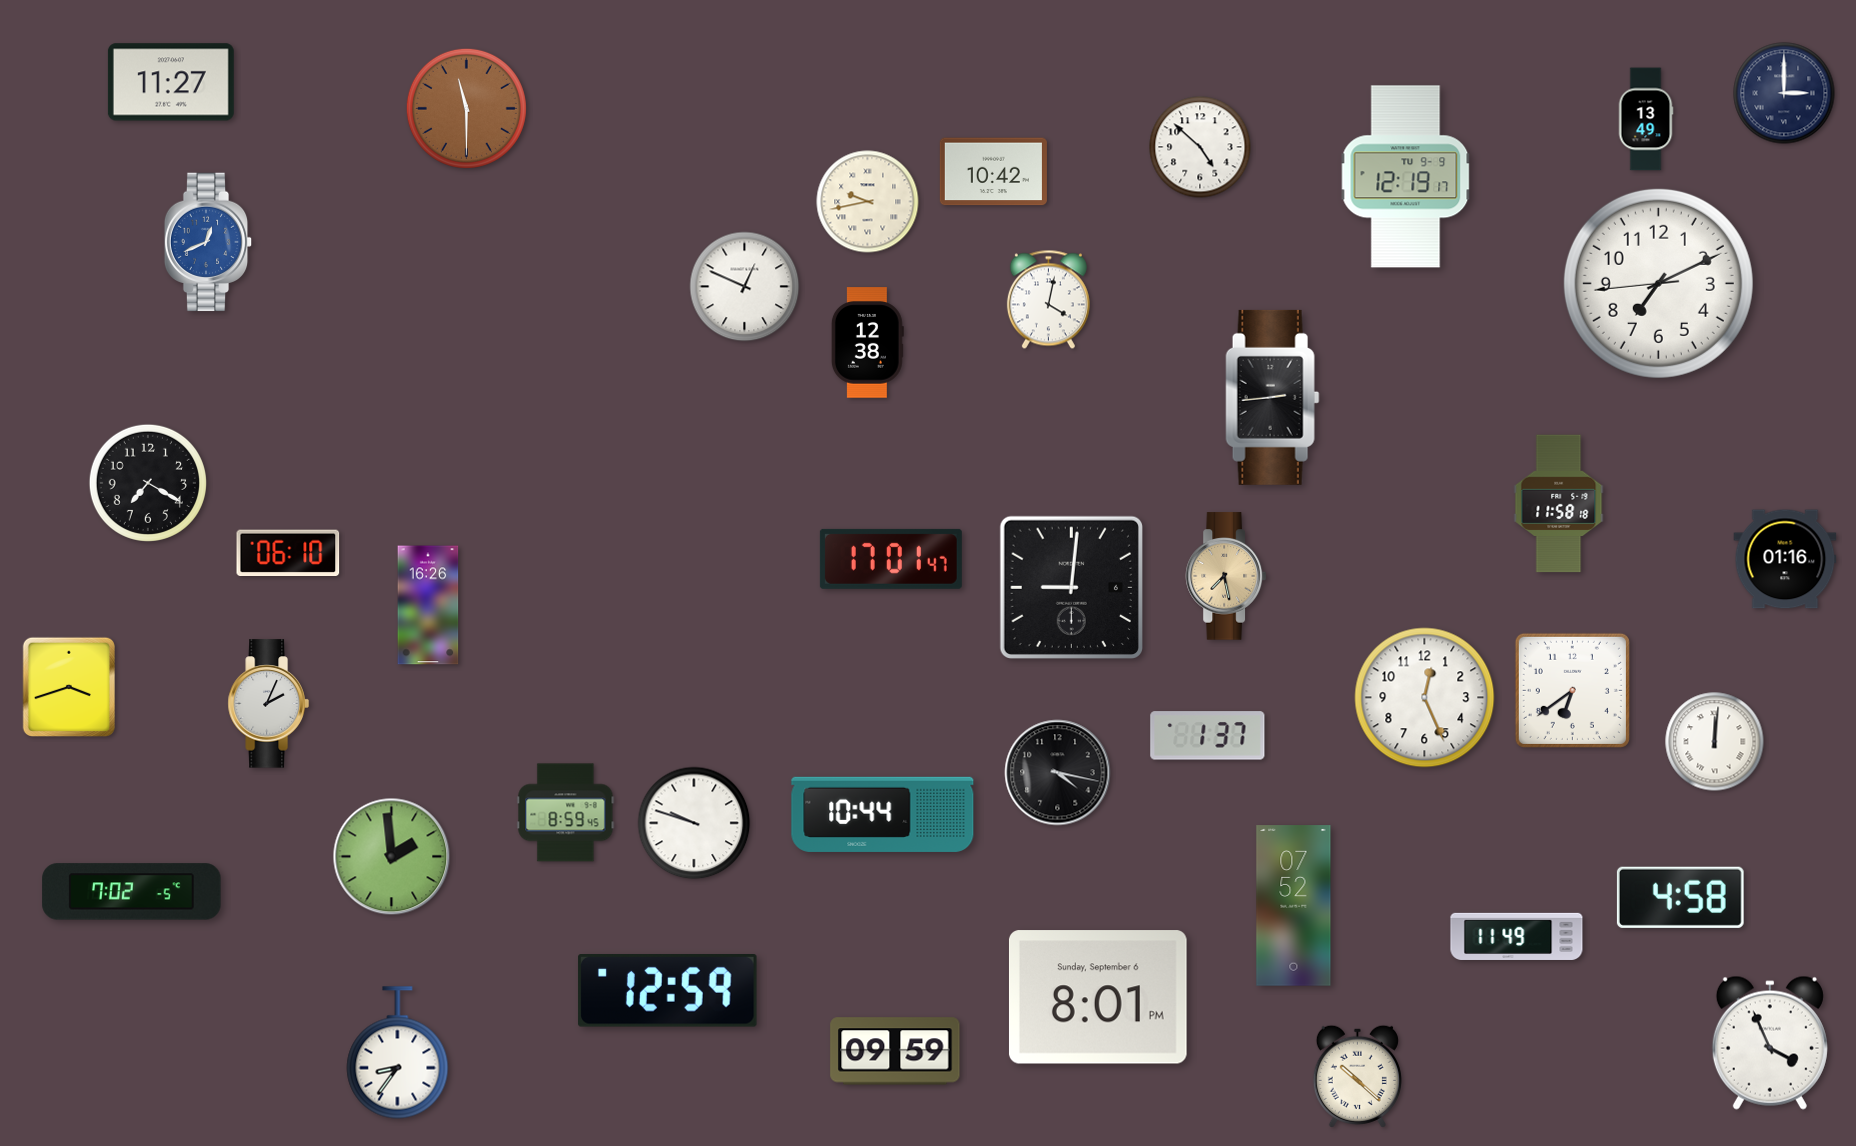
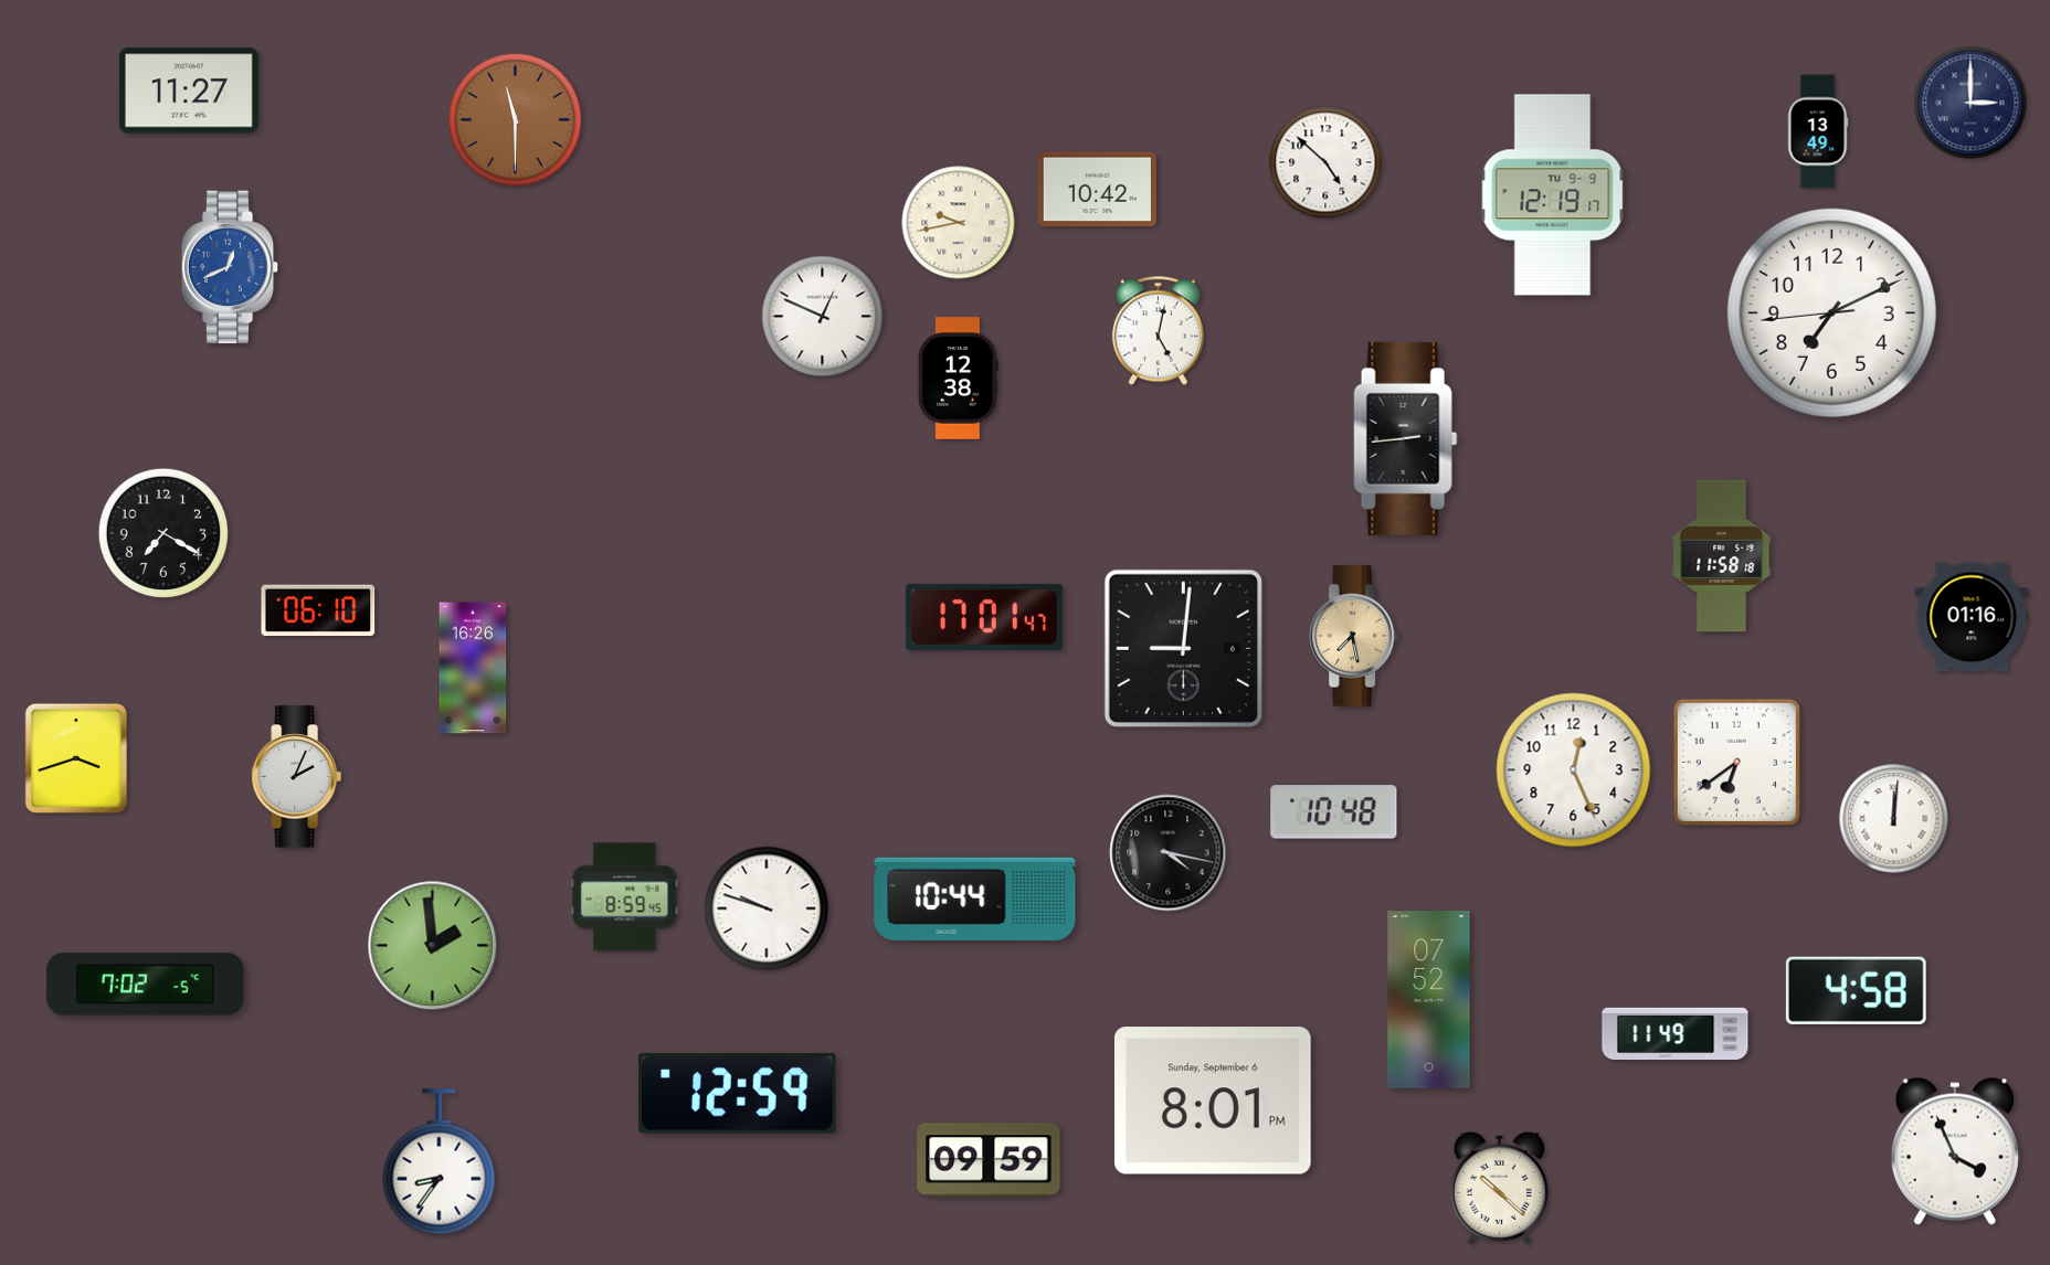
clock at (1048, 300): 4:02 -> 5:02
clock at (1208, 736): 1:37 -> 10:48
